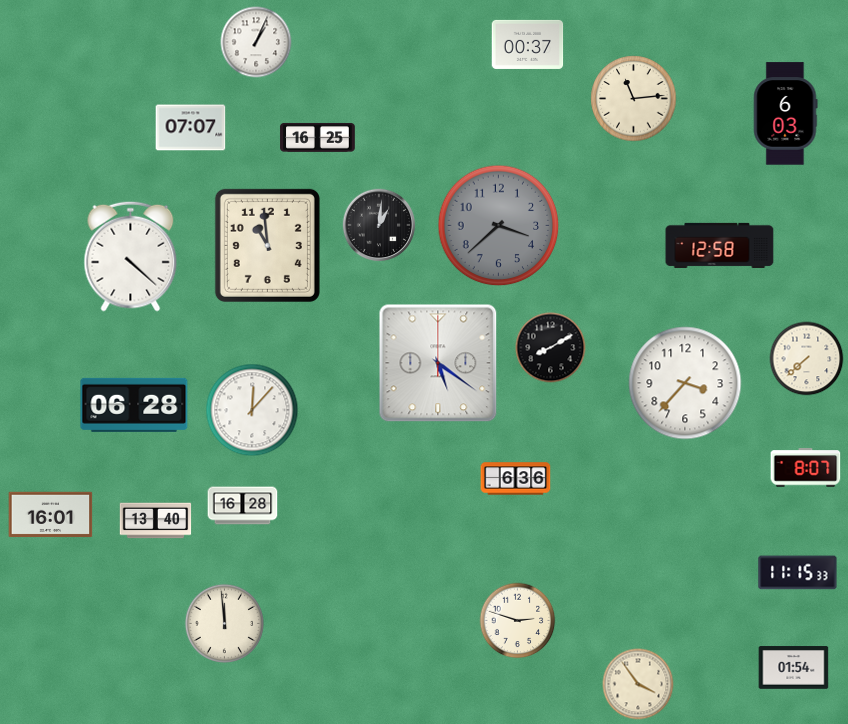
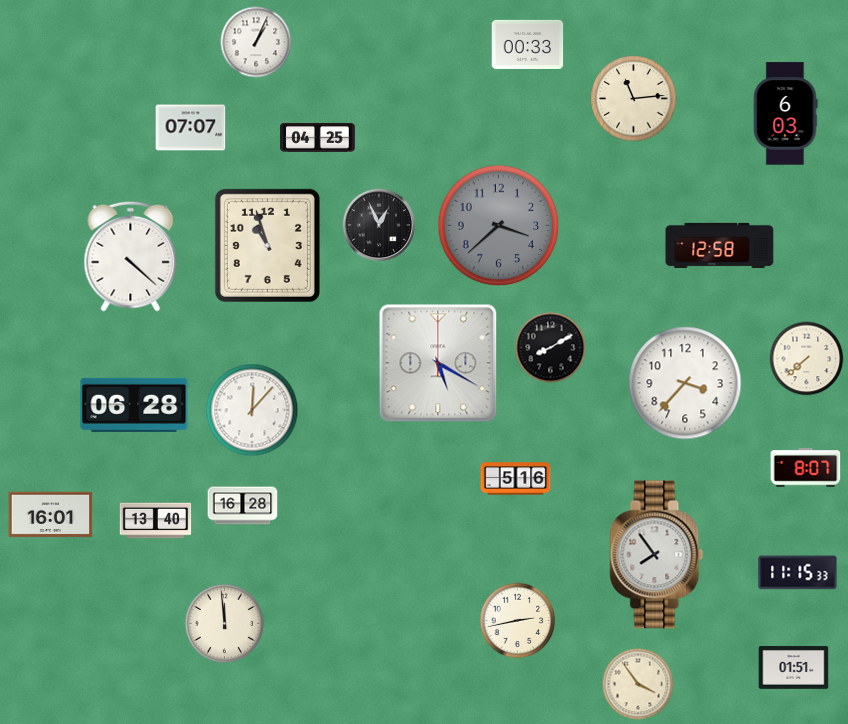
clock at (528, 44): 00:37 -> 00:33
clock at (318, 137): 16:25 -> 04:25
clock at (379, 225): 1:01 -> 12:56
clock at (267, 245): 10:59 -> 10:57
clock at (438, 363): 5:21 -> 5:20
clock at (516, 479): 6:36 -> 5:16
clock at (657, 555): none -> 7:54
clock at (518, 621): 2:48 -> 2:43
clock at (794, 668): 01:54 -> 01:51
